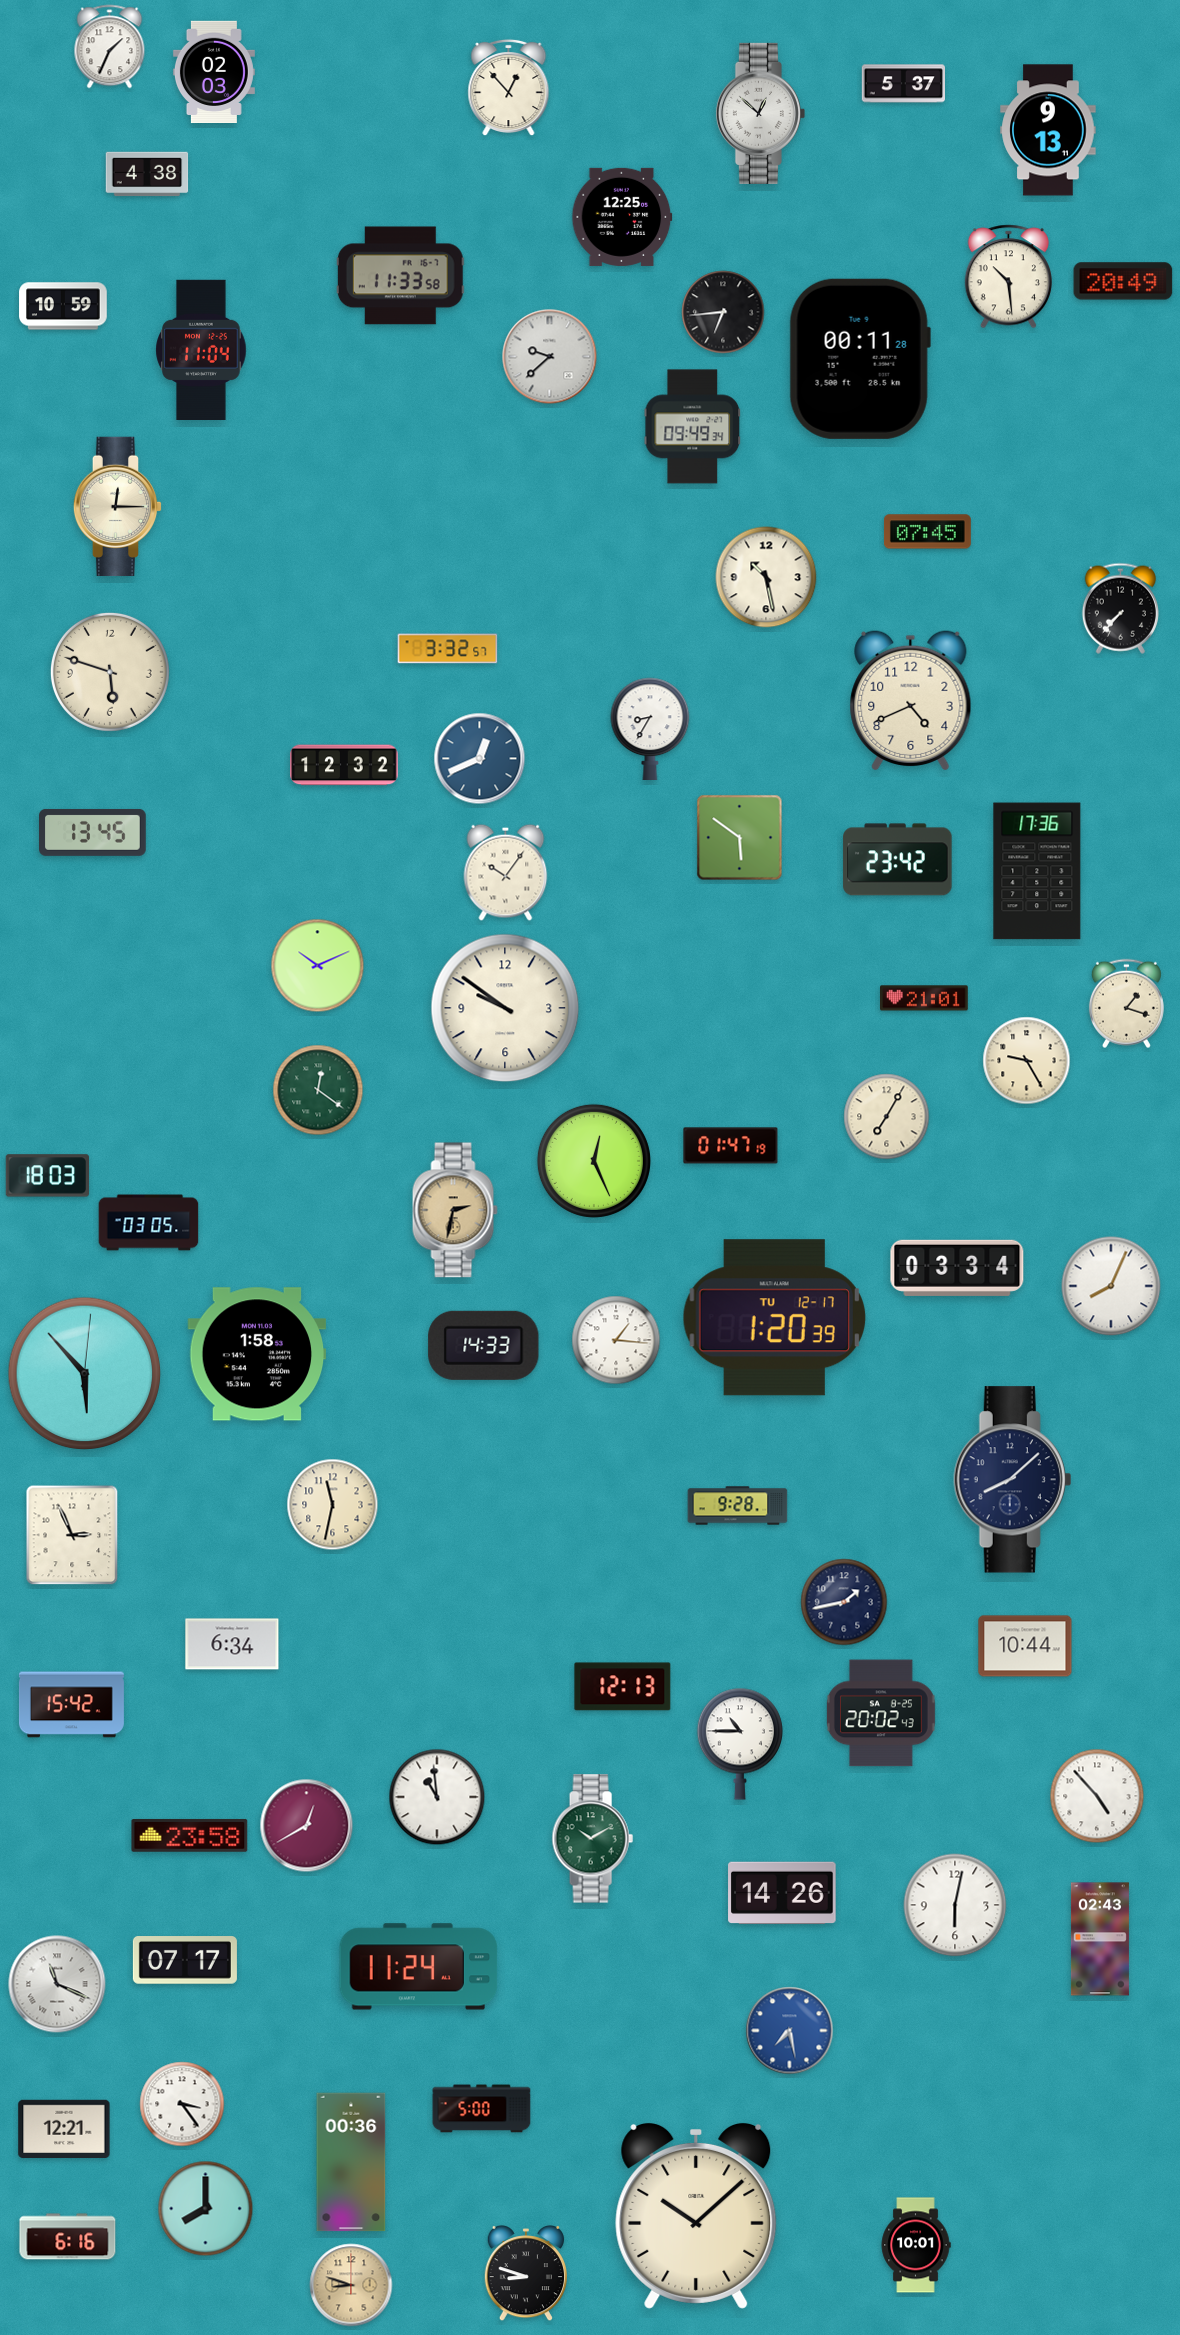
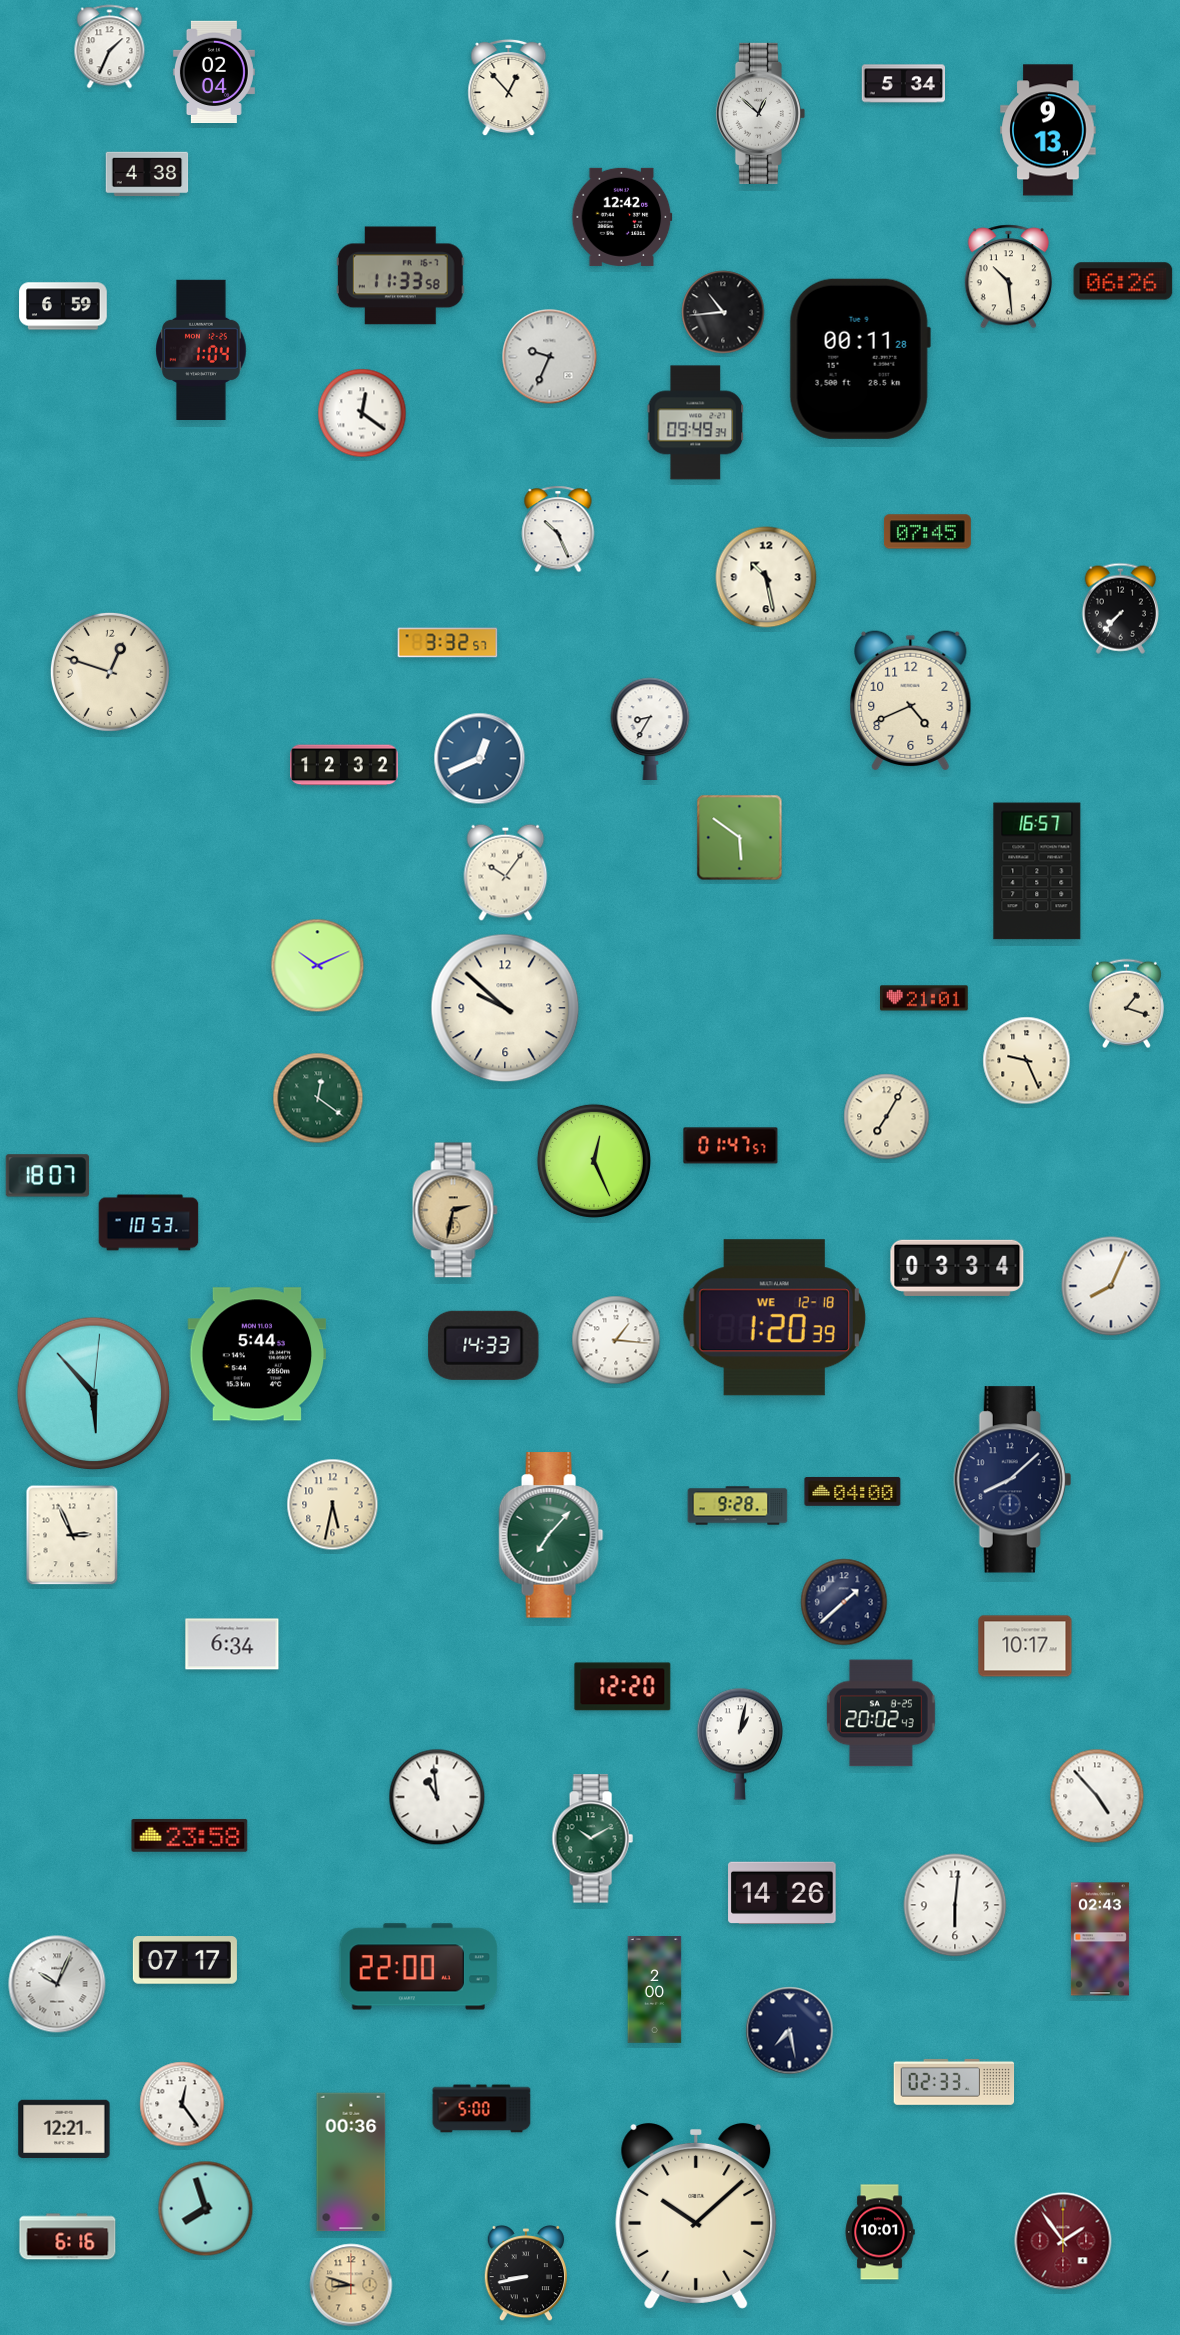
clock at (214, 71): 02:03 -> 02:04
clock at (903, 84): 5:37 -> 5:34
clock at (622, 217): 12:25 -> 12:42
clock at (1123, 281): 20:49 -> 06:26
clock at (63, 306): 10:59 -> 6:59
clock at (723, 312): 6:44 -> 10:44
clock at (201, 349): 11:04 -> 1:04
clock at (550, 357): 9:38 -> 9:34
clock at (362, 413): none -> 12:21
clock at (693, 427) position: (693, 427) -> (696, 423)
clock at (118, 507): 12:15 -> none
clock at (558, 529): none -> 10:26
clock at (448, 649) position: (448, 649) -> (448, 643)
clock at (110, 672): 5:48 -> 12:48
clock at (93, 832): 13:45 -> none
clock at (898, 860): 23:42 -> none
clock at (1037, 871): 17:36 -> 16:57
clock at (505, 1008): 9:51 -> 9:52
clock at (1027, 1061): 9:25 -> 9:26
clock at (318, 1090) position: (318, 1090) -> (318, 1098)
clock at (731, 1146): 01:47:19 -> 01:47:57
clock at (47, 1176): 18:03 -> 18:07
clock at (149, 1223): 03:05 -> 10:53
clock at (774, 1318) date: TU 12-17 -> WE 12-18
clock at (257, 1354): 1:58 -> 5:44
clock at (85, 1374) position: (85, 1374) -> (94, 1394)
clock at (853, 1491): none -> 04:00
clock at (333, 1505): 11:32 -> 5:32
clock at (551, 1535): none -> 7:07
clock at (844, 1602): 1:43 -> 1:38
clock at (1025, 1646): 10:44 -> 10:17
clock at (623, 1687): 12:13 -> 12:20
clock at (71, 1705): 15:42 -> none
clock at (740, 1744): 10:45 -> 1:02
clock at (307, 1826): 12:40 -> none
clock at (955, 1905): 6:02 -> 6:01
clock at (419, 1967): 11:24 -> 22:00
clock at (57, 1984): 11:19 -> 10:04
clock at (655, 1990): none -> 2:00
clock at (790, 2031) dial: blue -> navy
clock at (954, 2082): none -> 02:33
clock at (182, 2104): 3:24 -> 12:24
clock at (206, 2209): 8:00 -> 7:57
clock at (1063, 2241): none -> 1:54
clock at (916, 2245) position: (916, 2245) -> (880, 2232)
clock at (525, 2273): 8:48 -> 8:43
